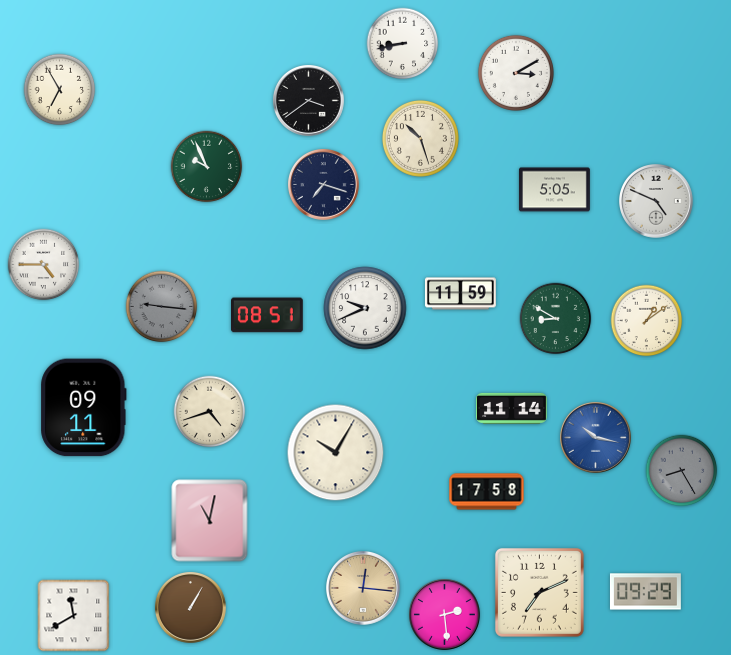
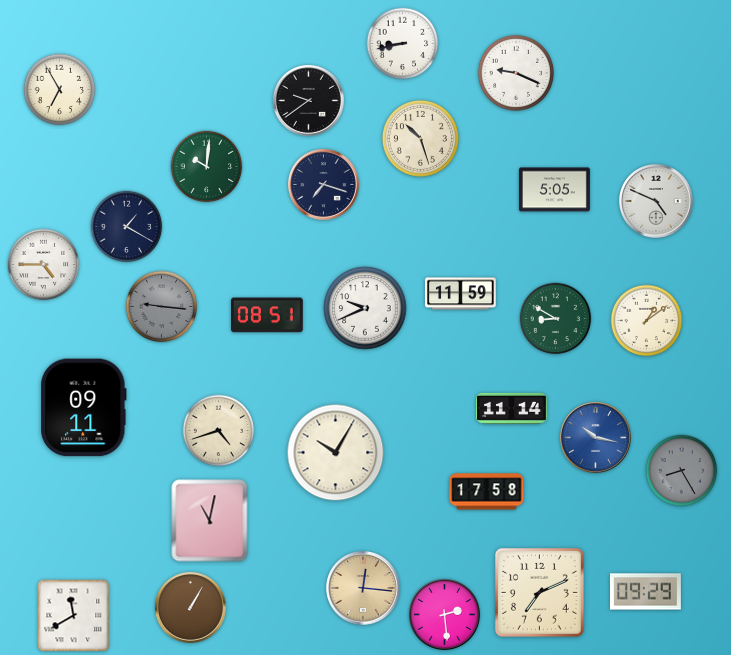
clock at (516, 73): 3:10 -> 9:19
clock at (308, 100): 3:39 -> 9:39
clock at (207, 167): 9:56 -> 10:01
clock at (127, 227): none -> 1:20
clock at (210, 412) position: (210, 412) -> (219, 431)
